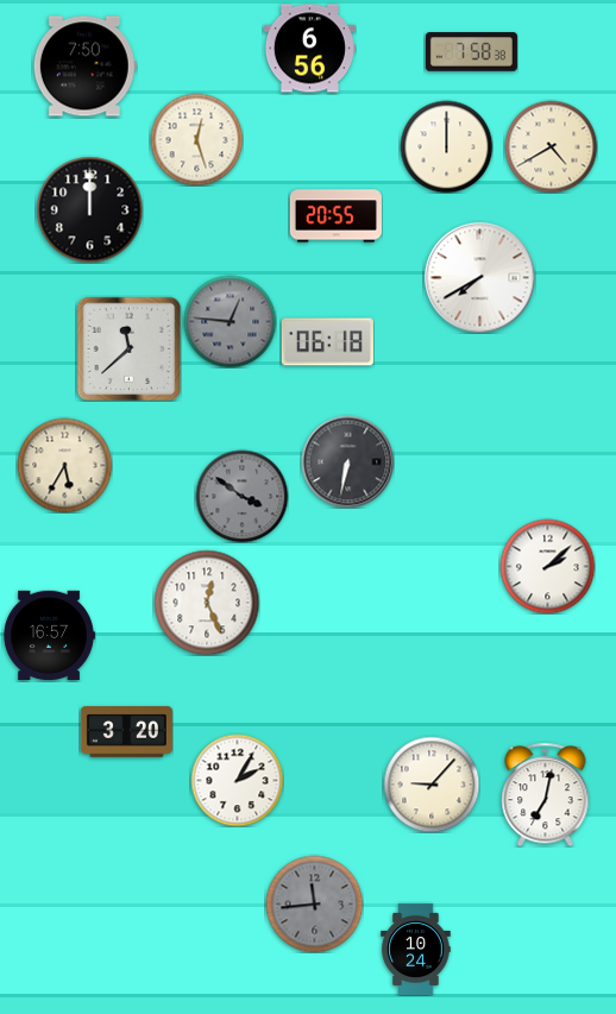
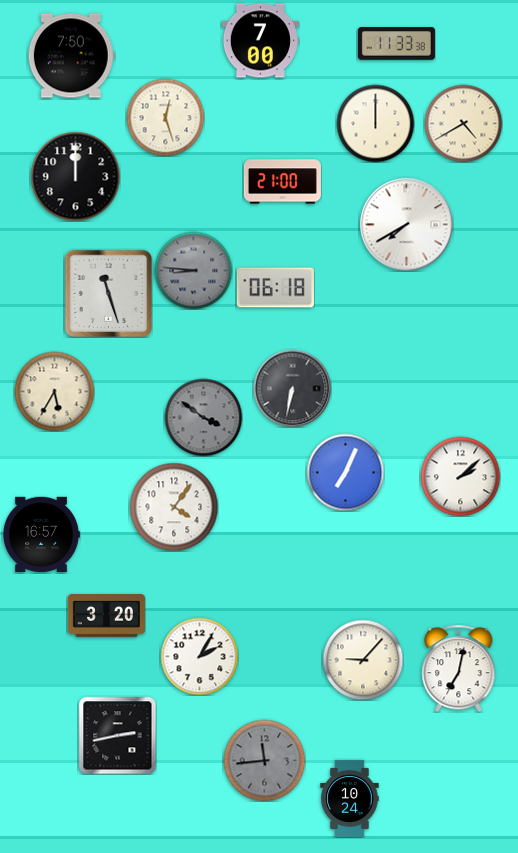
clock at (309, 49): 6:56 -> 7:00
clock at (471, 52): 7:58 -> 11:33
clock at (335, 216): 20:55 -> 21:00
clock at (479, 277) position: (479, 277) -> (406, 224)
clock at (230, 321): 12:46 -> 8:46
clock at (128, 348): 11:38 -> 11:27
clock at (345, 472): none -> 7:04
clock at (207, 603): 12:26 -> 4:06
clock at (117, 735): none -> 2:43
